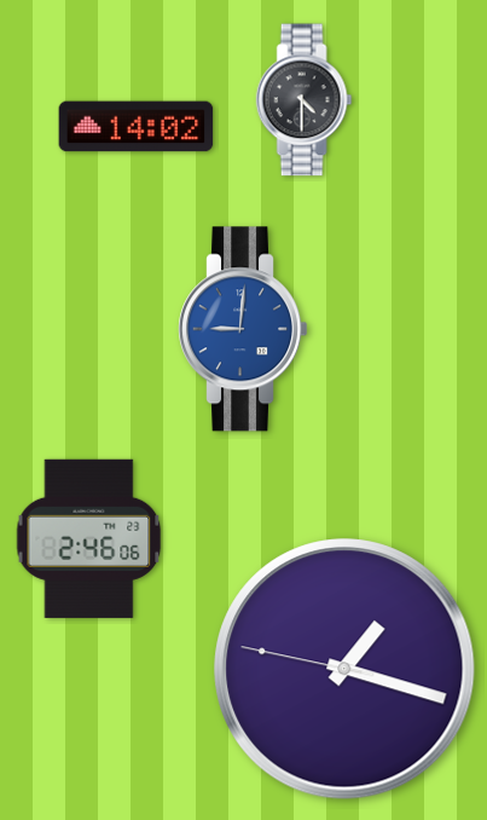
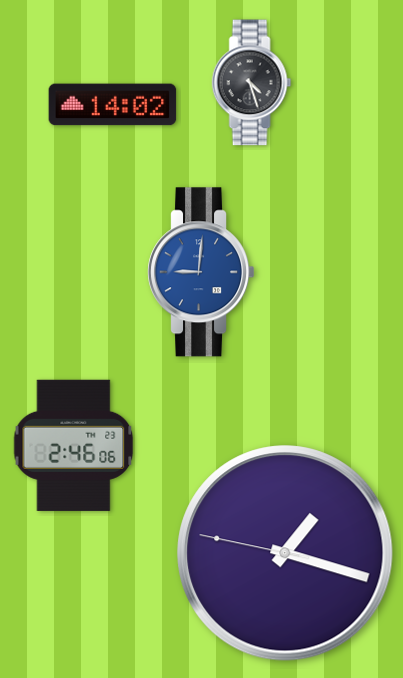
clock at (305, 100): 4:30 -> 4:27
